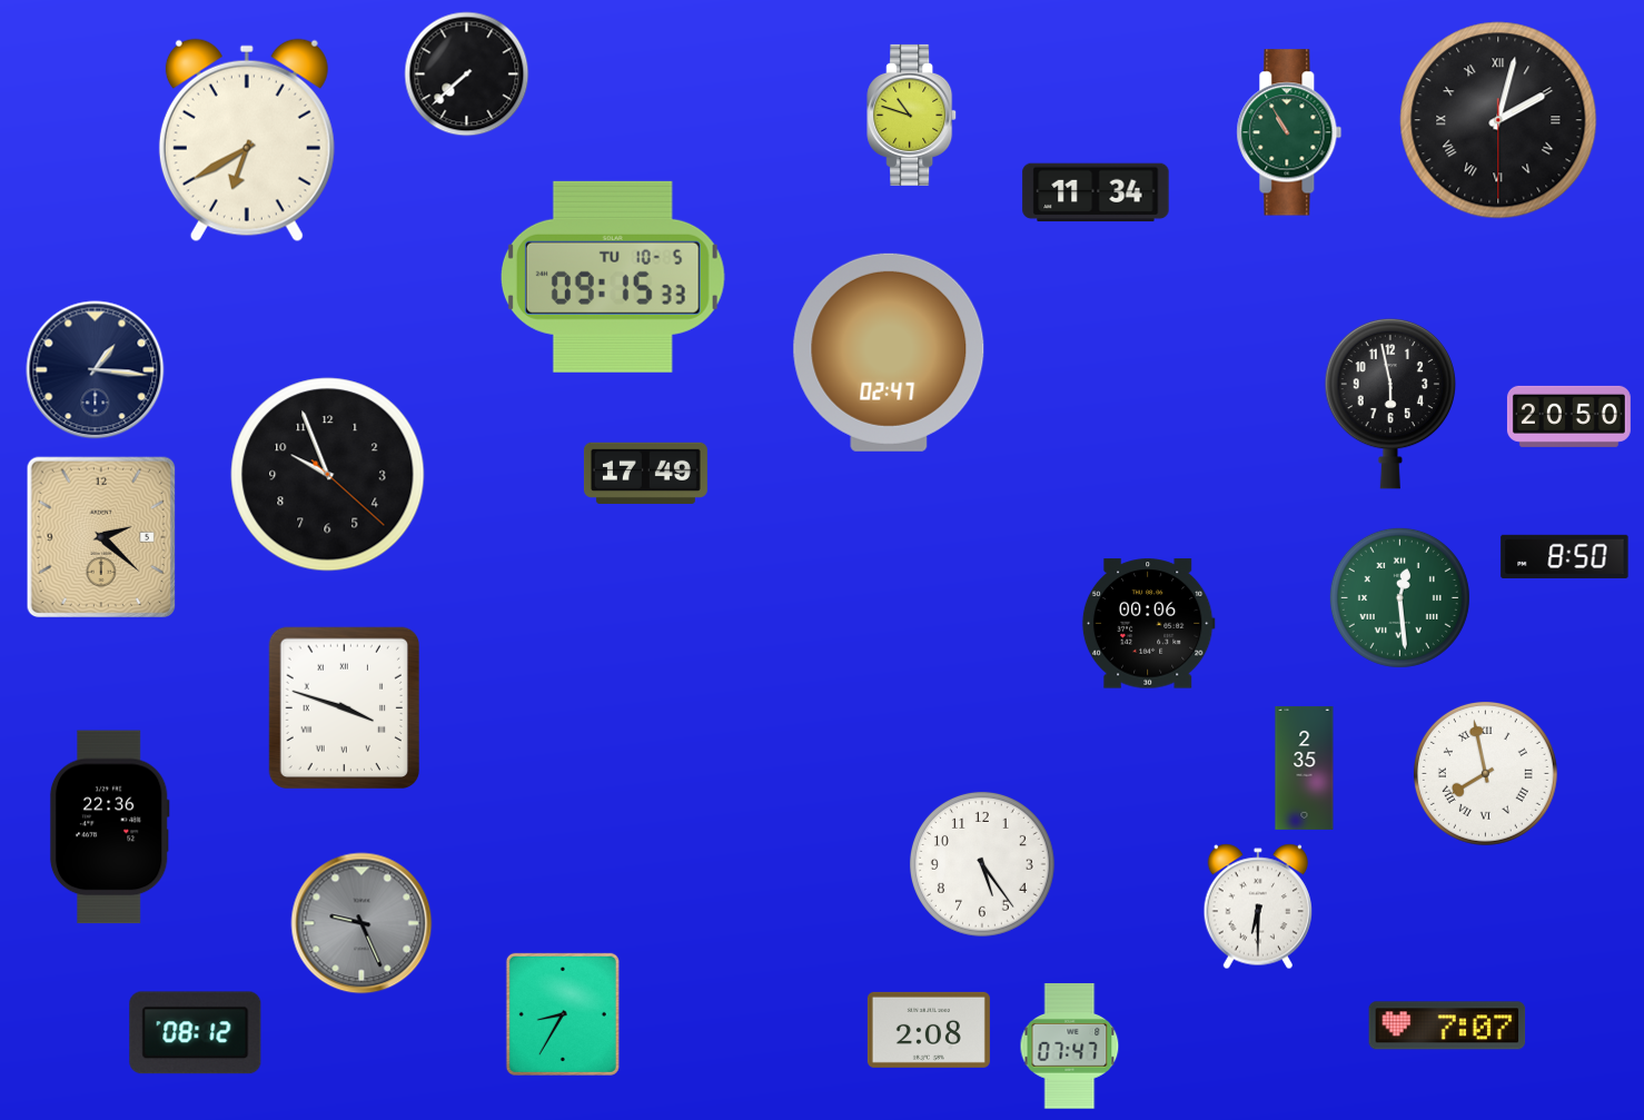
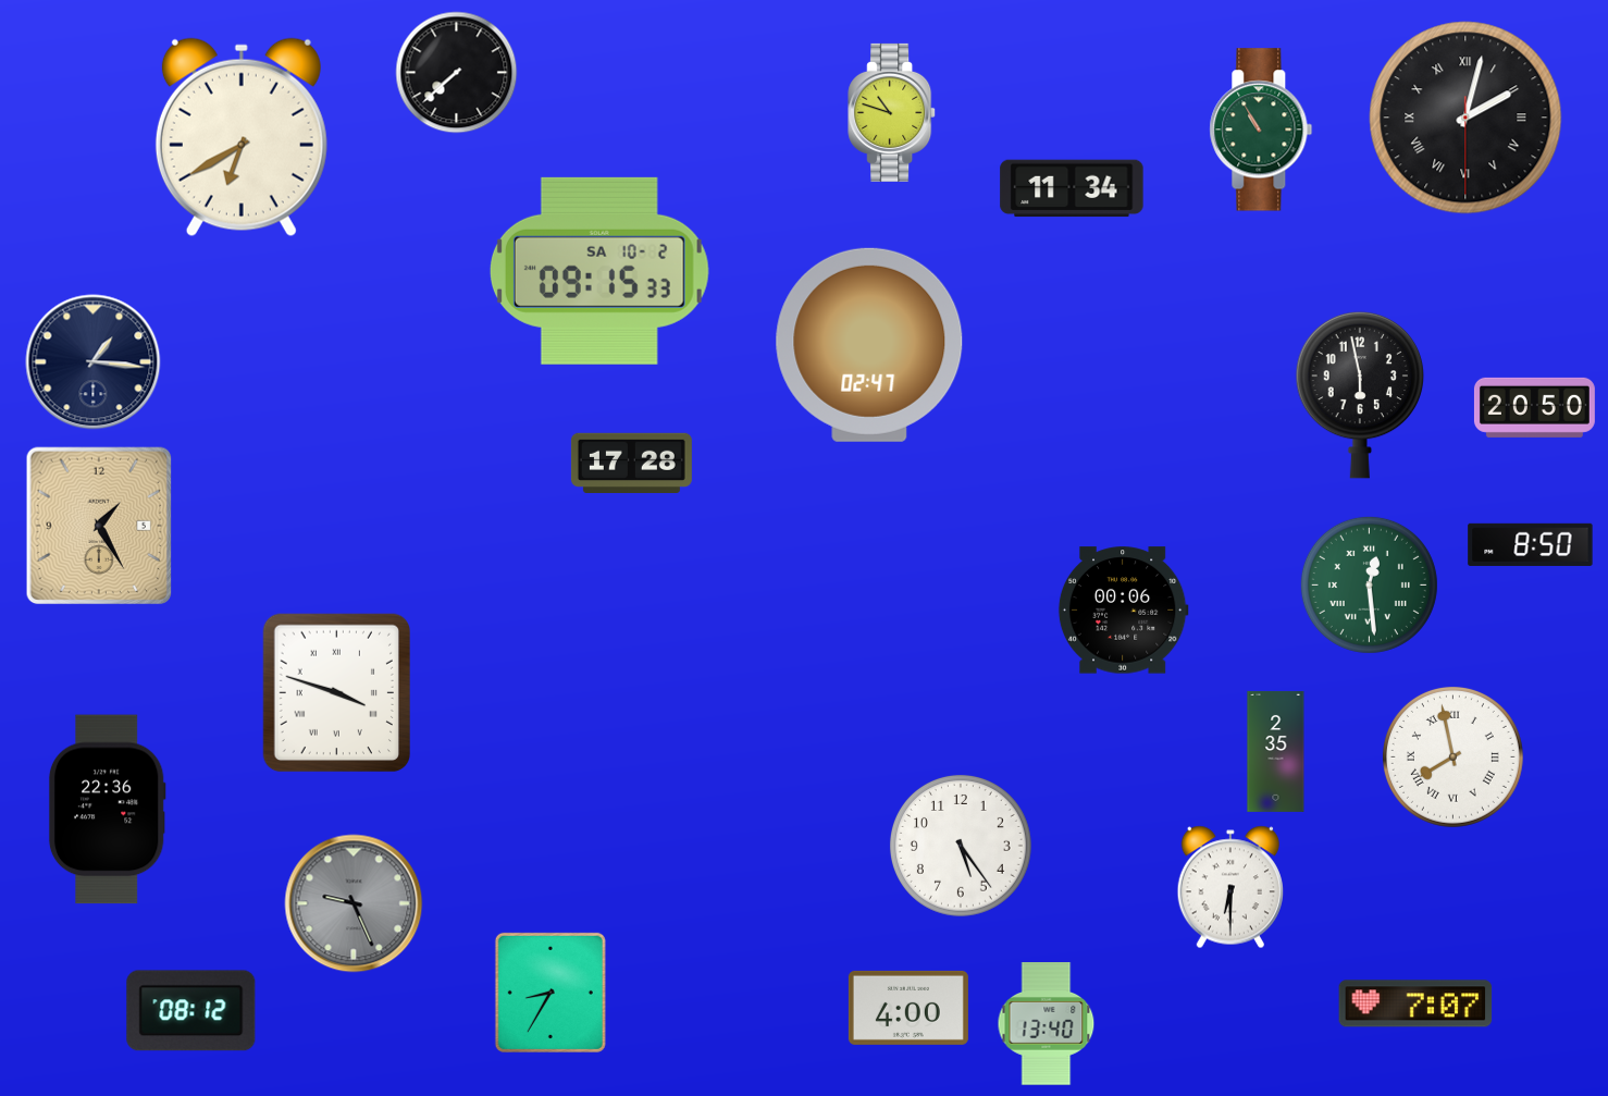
clock at (613, 277) date: TU 10-5 -> SA 10-2
clock at (645, 474): 17:49 -> 17:28
clock at (328, 475): 9:56 -> none
clock at (100, 537): 2:22 -> 1:25
clock at (929, 1030): 2:08 -> 4:00
clock at (1070, 1047): 07:47 -> 13:40
